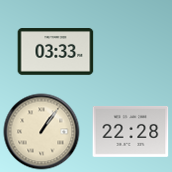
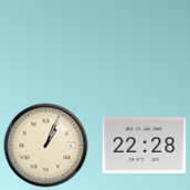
clock at (56, 52): 03:33 -> none
clock at (42, 132): 1:06 -> 1:04
